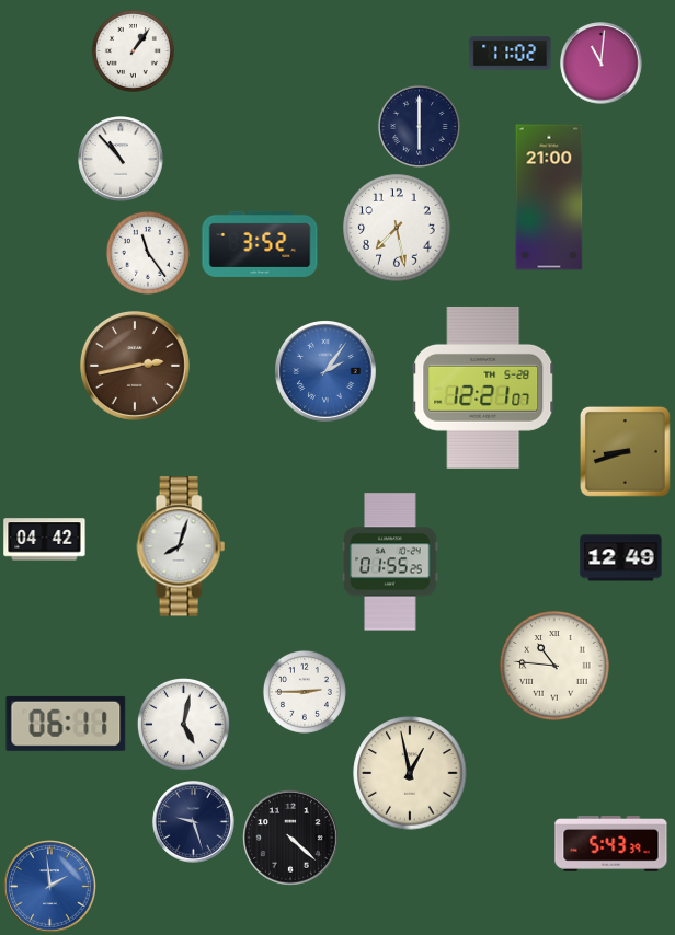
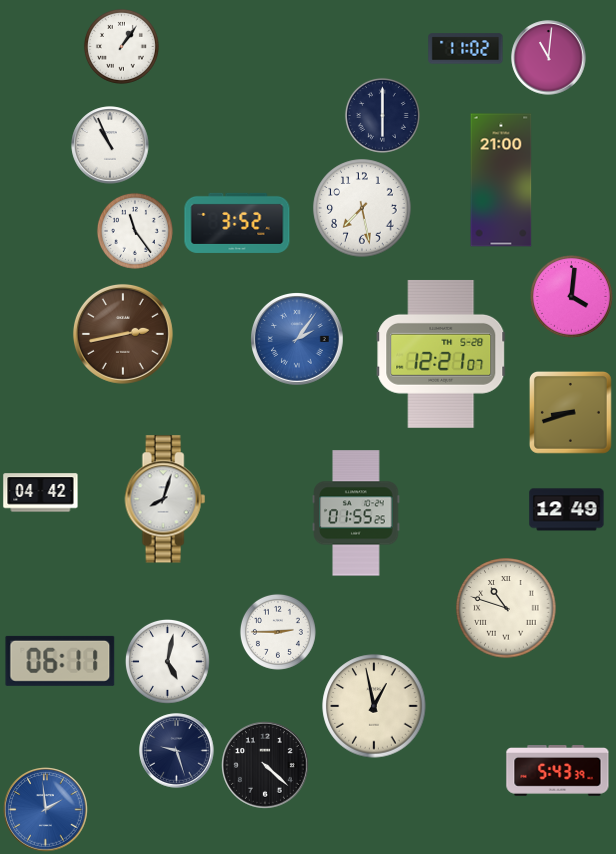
clock at (121, 159): 10:53 -> 10:56
clock at (571, 296): none -> 4:01
clock at (554, 666): 10:46 -> 10:48
